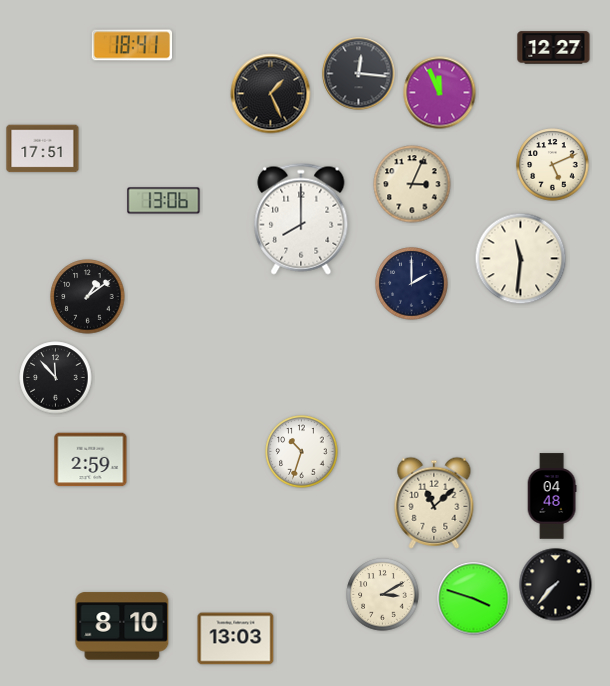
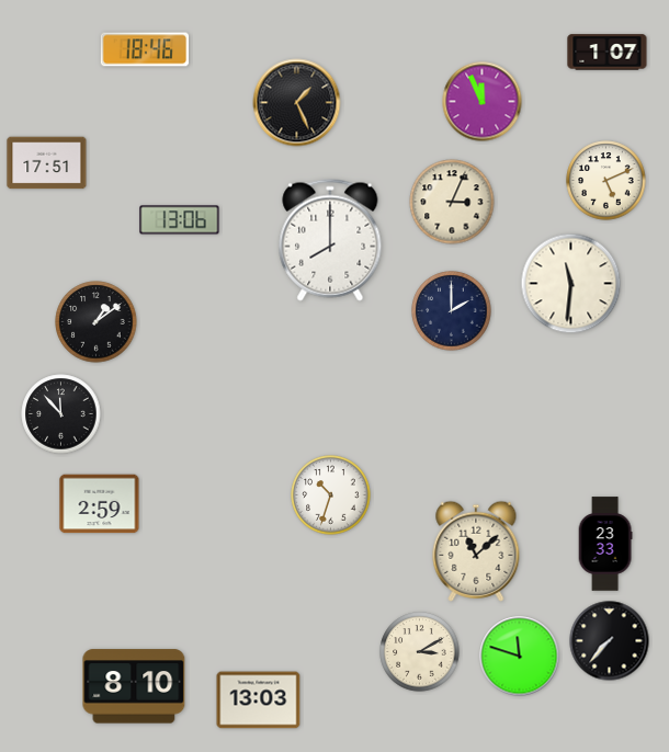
clock at (132, 45): 18:41 -> 18:46
clock at (554, 48): 12:27 -> 1:07
clock at (359, 74): 12:16 -> none
clock at (88, 297) position: (88, 297) -> (97, 322)
clock at (552, 496): 04:48 -> 23:33
clock at (474, 599): 3:48 -> 11:48
